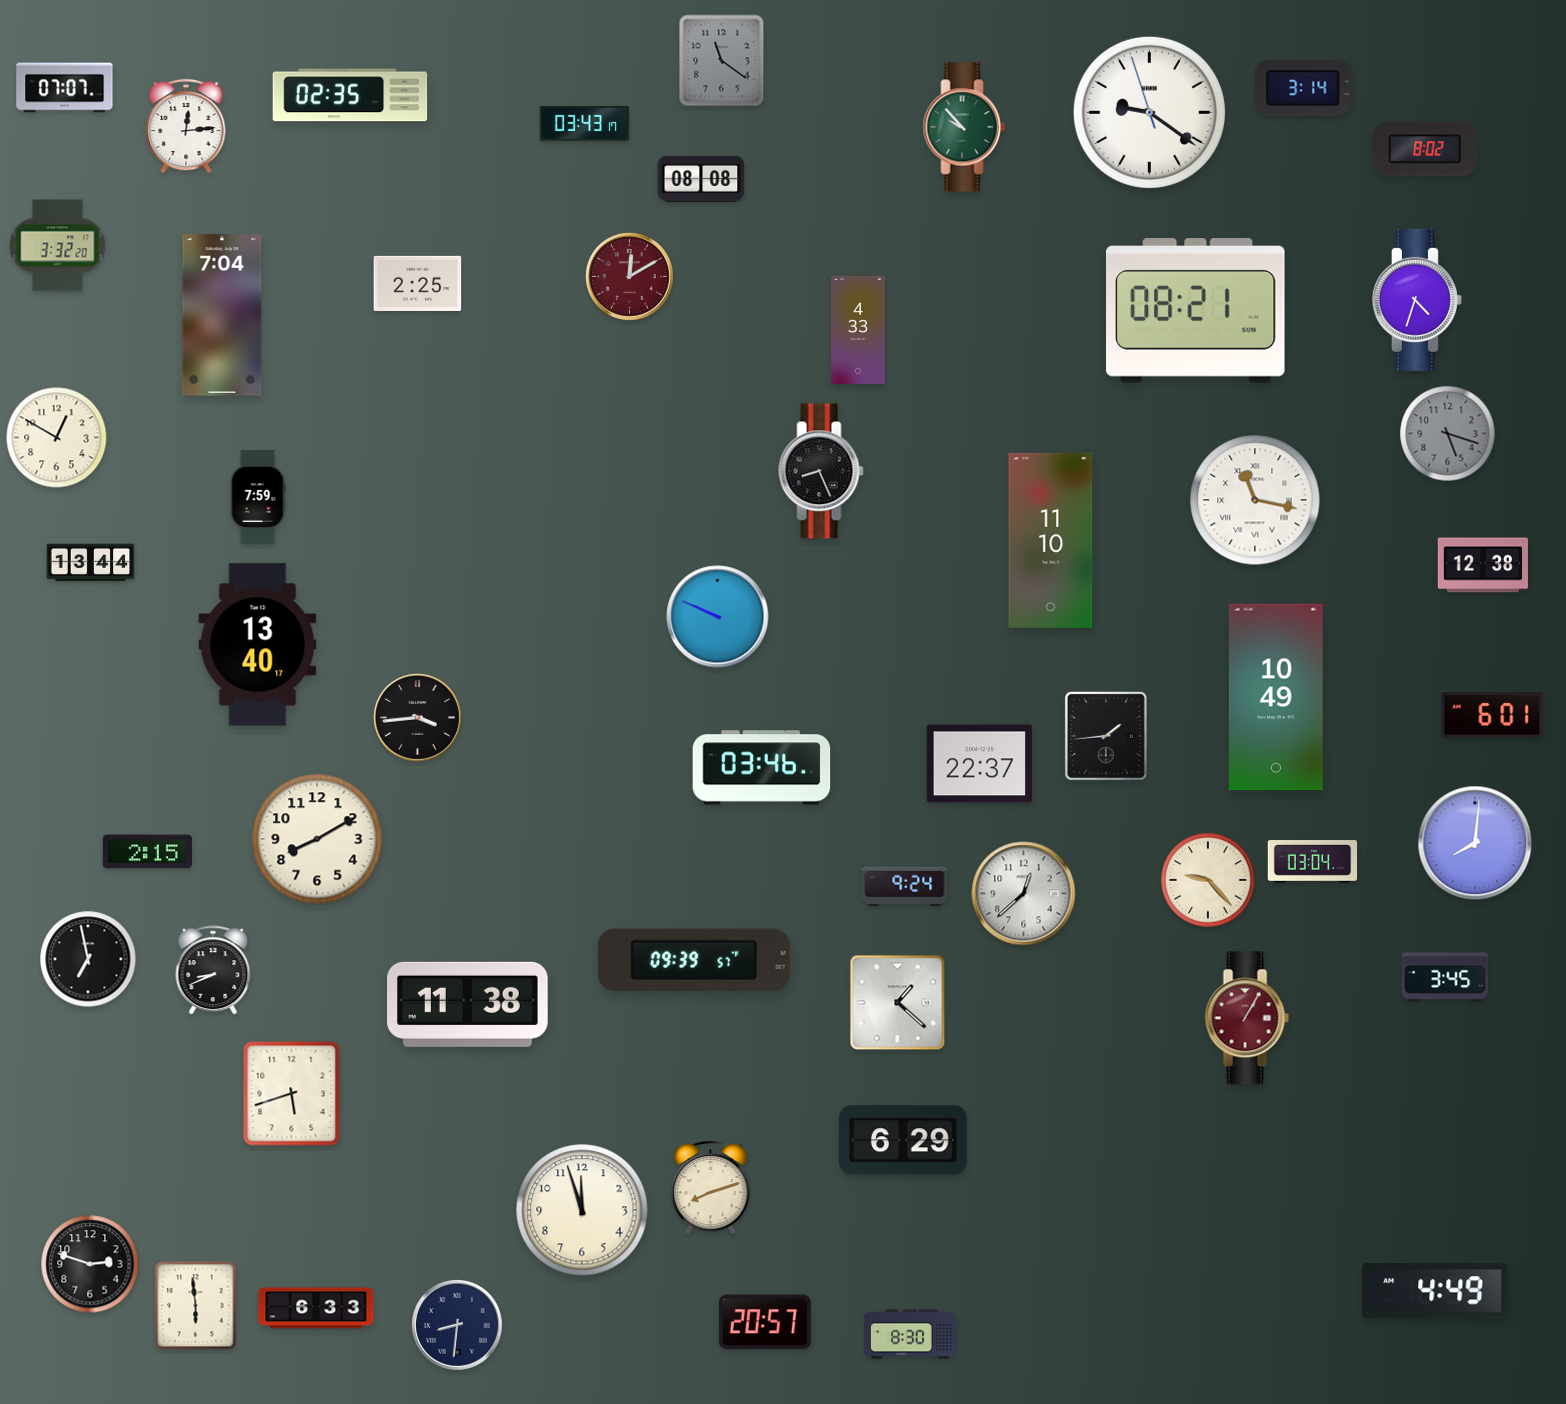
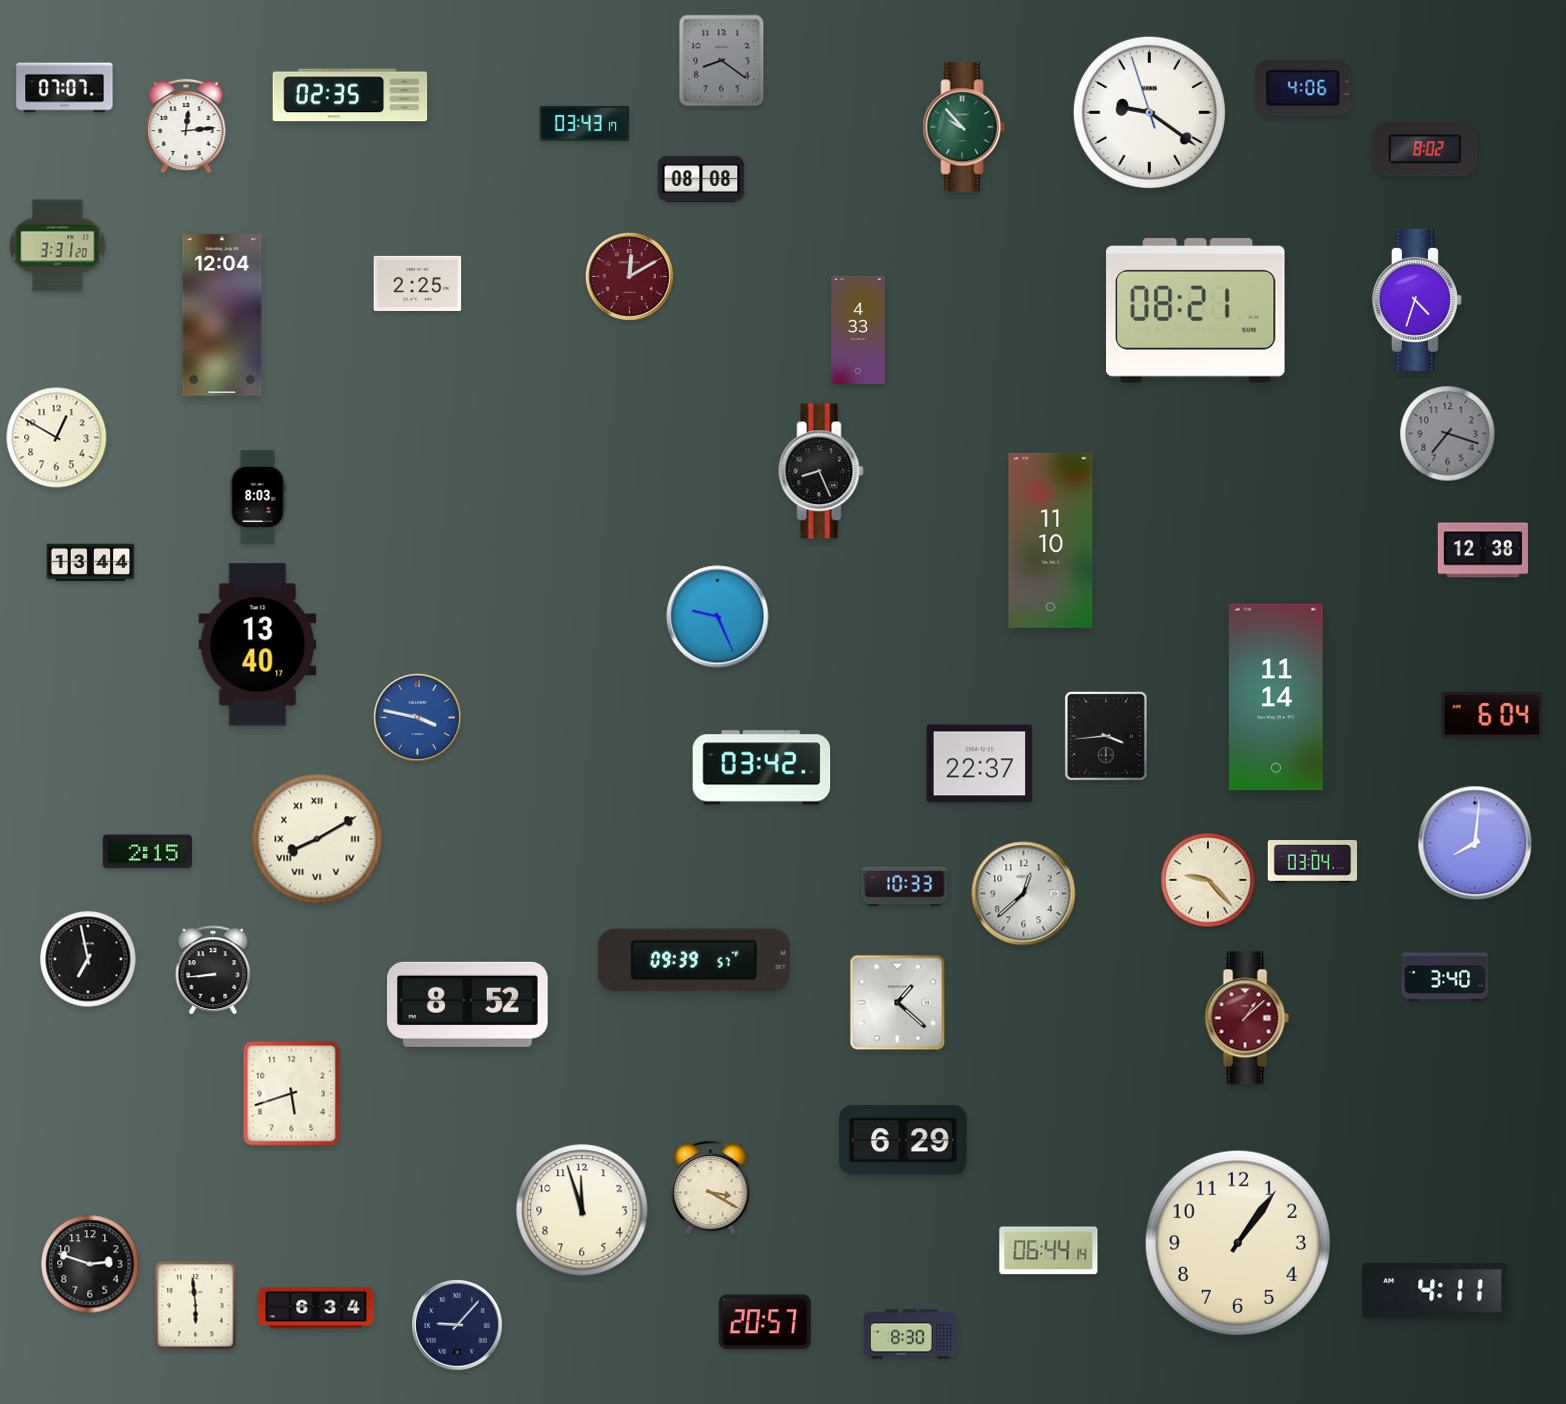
clock at (722, 61): 11:21 -> 8:21
clock at (1303, 88): 3:14 -> 4:06
clock at (58, 246): 3:32 -> 3:31
clock at (222, 315): 7:04 -> 12:04
clock at (1448, 434): 5:18 -> 7:18
clock at (258, 497): 7:59 -> 8:03
clock at (1255, 500): 11:17 -> none
clock at (1483, 565) position: (1483, 565) -> (1483, 550)
clock at (718, 617): 9:49 -> 9:26
clock at (1276, 697): 10:49 -> 11:14
clock at (1492, 715): 6:01 -> 6:04
clock at (417, 717): 3:44 -> 3:47
clock at (417, 717) dial: black -> blue
clock at (1106, 736): 1:44 -> 3:44
clock at (762, 768): 03:46 -> 03:42
clock at (317, 839) numerals: Arabic -> Roman
clock at (905, 886): 9:24 -> 10:33
clock at (213, 970): 8:41 -> 8:44
clock at (1445, 977): 3:45 -> 3:40
clock at (468, 1004): 11:38 -> 8:52
clock at (1247, 1018): 1:05 -> 1:08
clock at (711, 1188): 8:12 -> 3:20
clock at (1238, 1243): none -> 1:06
clock at (1049, 1251): none -> 06:44
clock at (1435, 1291): 4:49 -> 4:11
clock at (316, 1308): 6:33 -> 6:34
clock at (458, 1326): 8:31 -> 9:07
